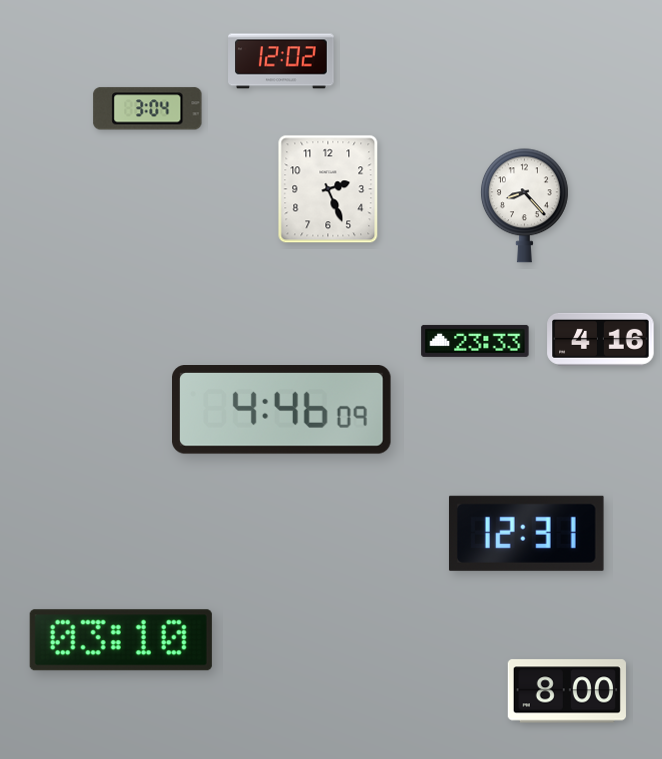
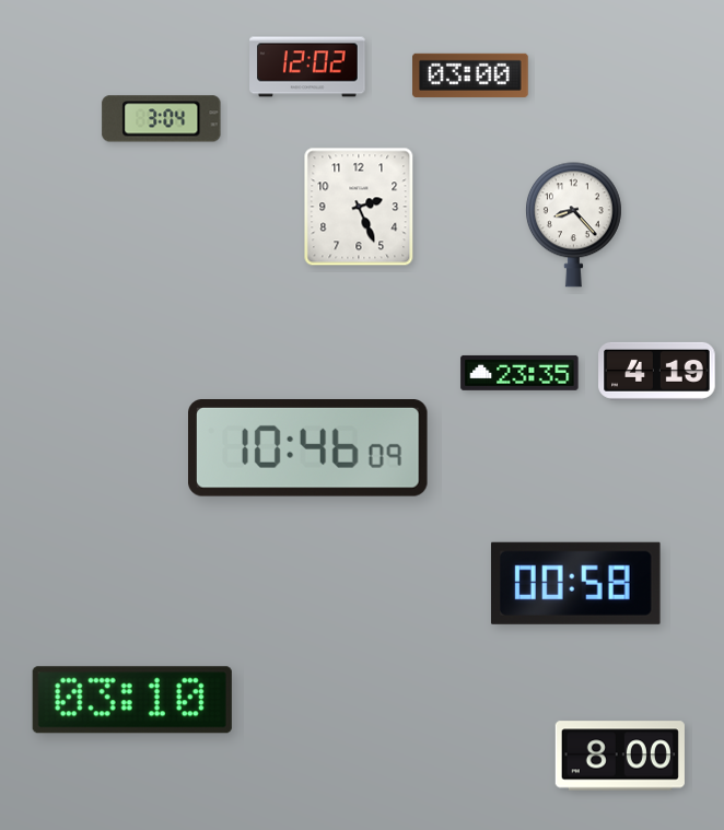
clock at (470, 75): none -> 03:00
clock at (601, 339): 4:16 -> 4:19
clock at (475, 341): 23:33 -> 23:35
clock at (282, 410): 4:46 -> 10:46
clock at (526, 533): 12:31 -> 00:58
